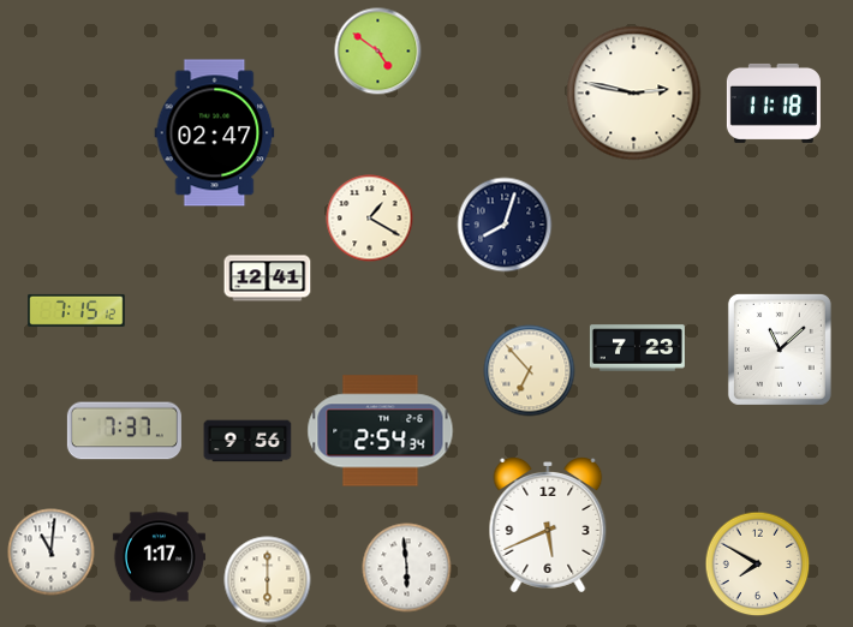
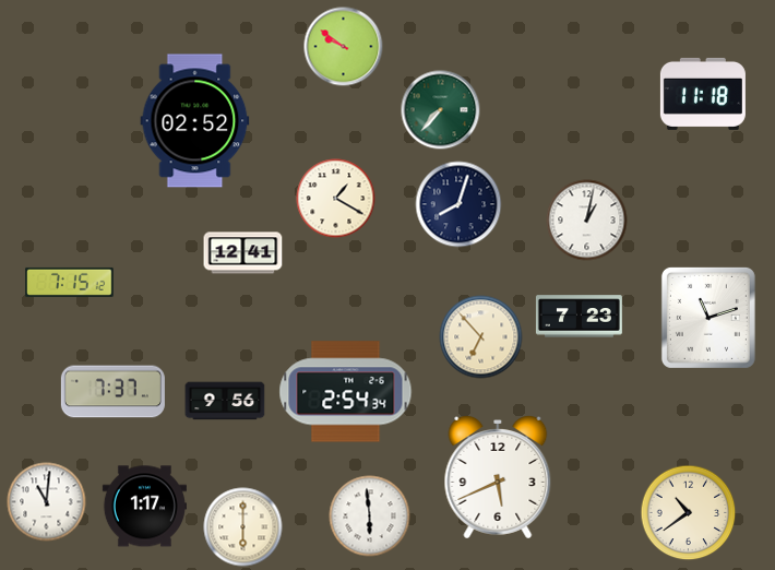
clock at (378, 52): 4:51 -> 9:51
clock at (634, 94): 2:47 -> none
clock at (441, 110): none -> 7:37
clock at (215, 133): 02:47 -> 02:52
clock at (587, 221): none -> 1:02
clock at (780, 350): 11:08 -> 11:12
clock at (758, 565): 7:50 -> 10:39
